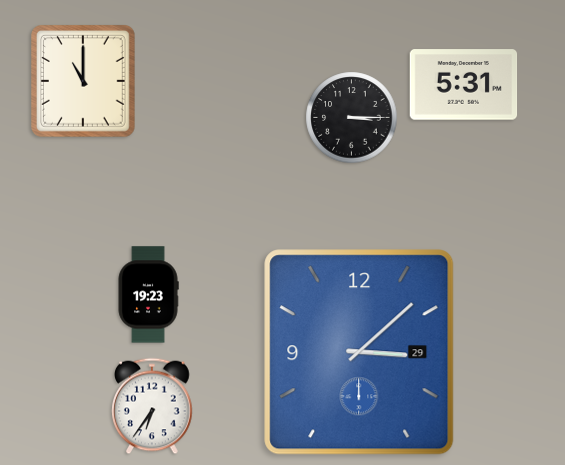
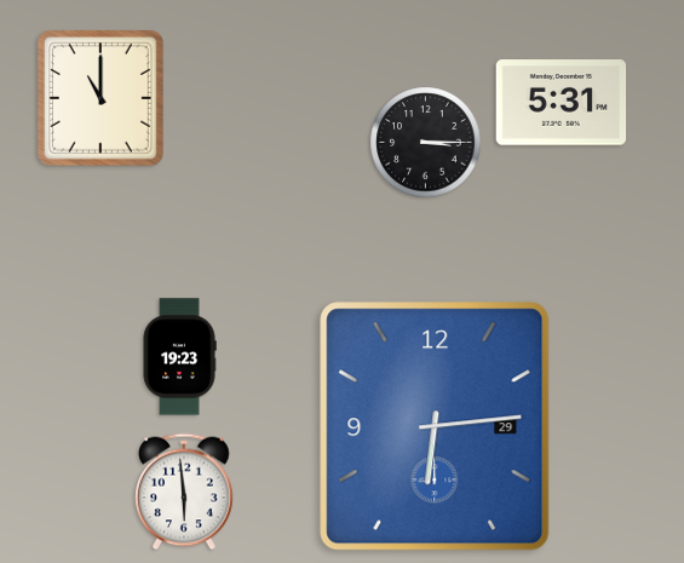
clock at (359, 352): 3:08 -> 6:14
clock at (152, 406): 6:36 -> 5:59
